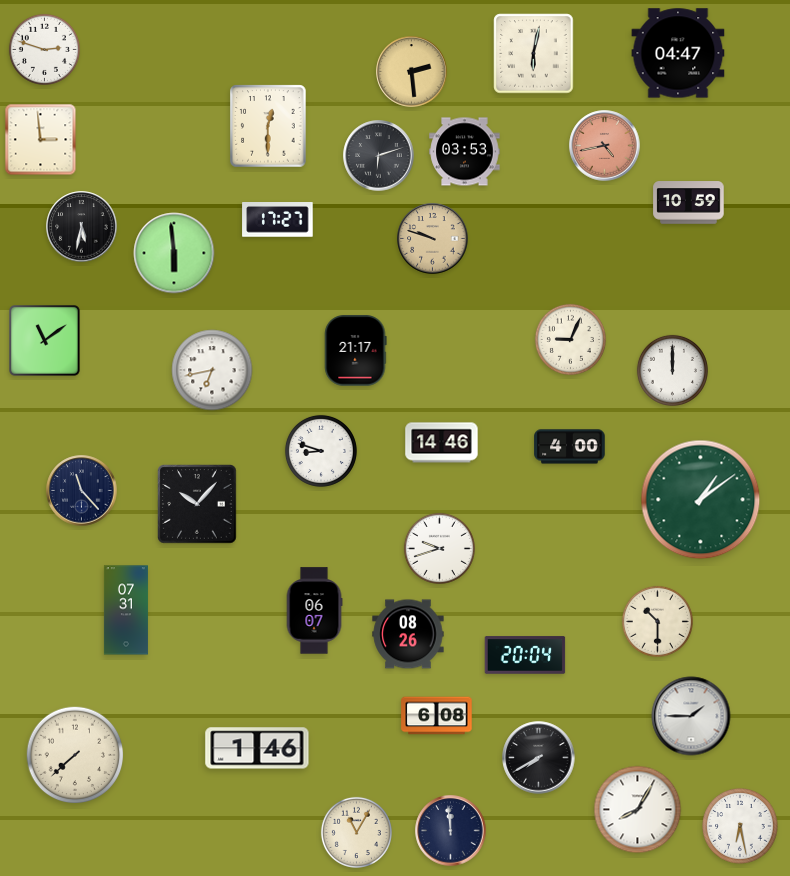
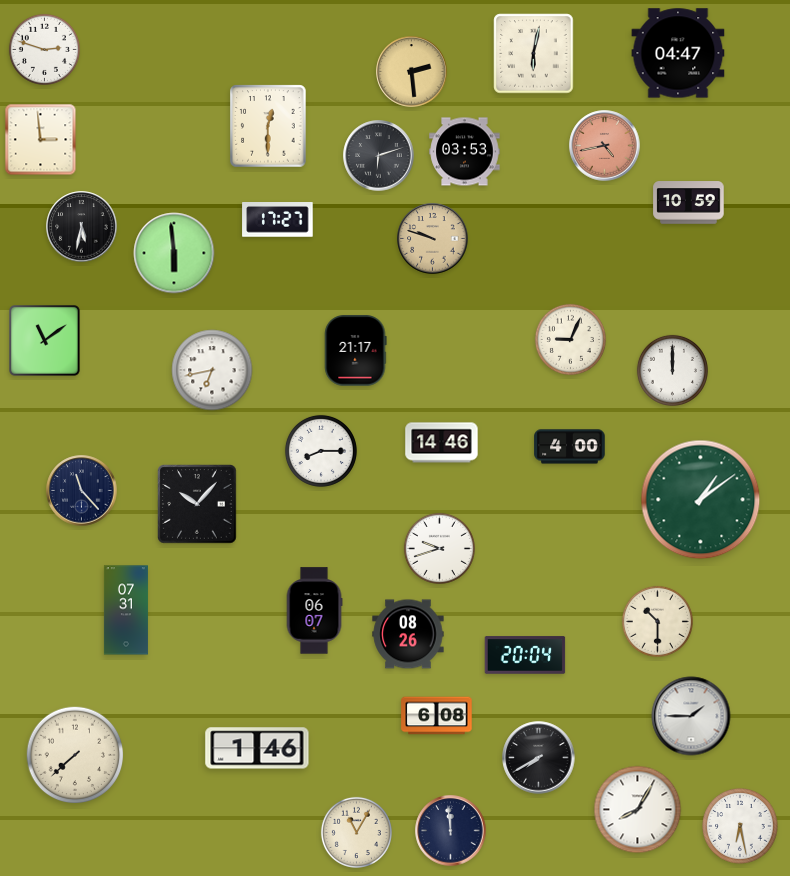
clock at (321, 451): 8:48 -> 8:15
